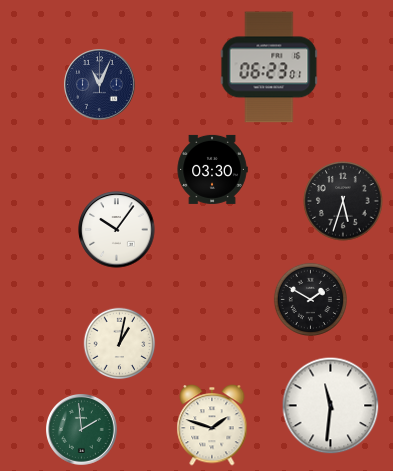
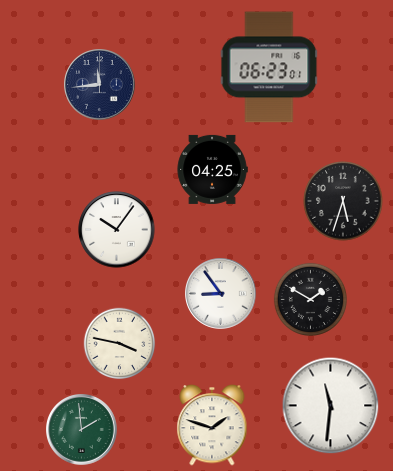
clock at (100, 85): 11:04 -> 11:44
clock at (212, 169): 03:30 -> 04:25
clock at (221, 294): none -> 8:54
clock at (120, 344): 1:02 -> 3:47
